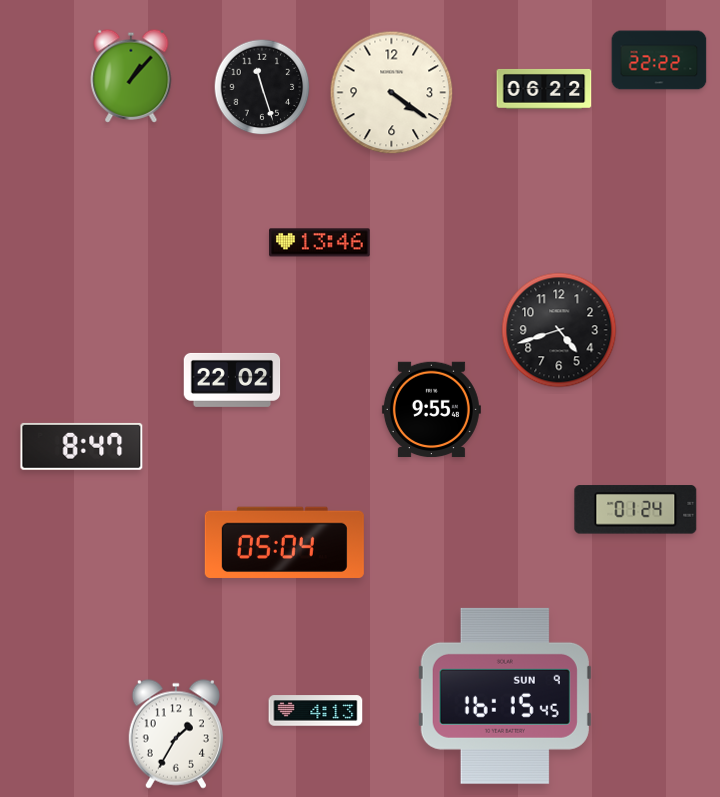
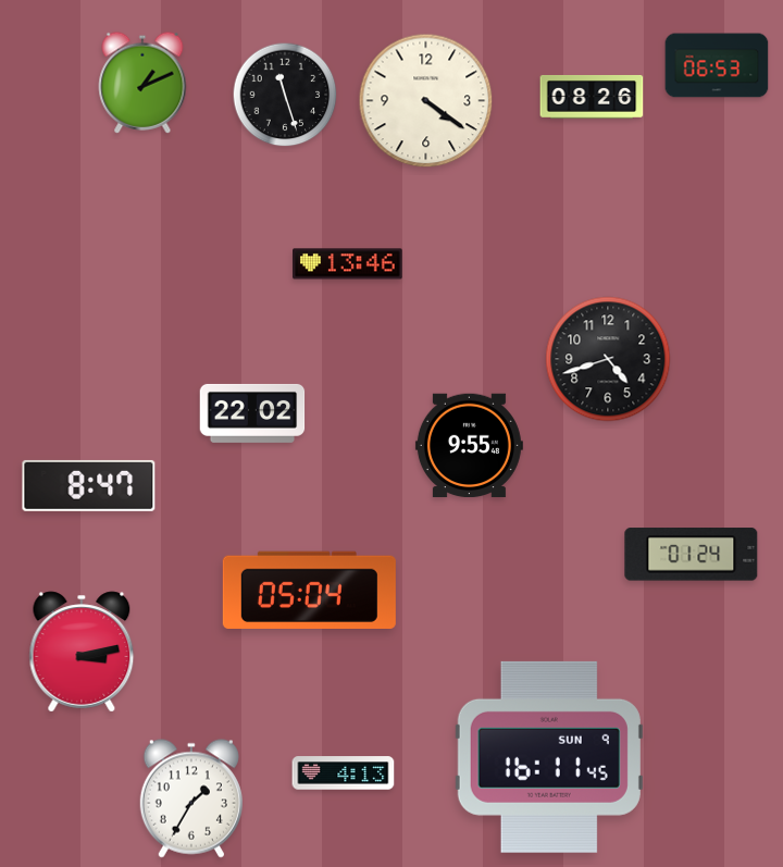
clock at (659, 60): 22:22 -> 06:53
clock at (131, 76): 1:07 -> 1:11
clock at (544, 89): 06:22 -> 08:26
clock at (82, 652): none -> 3:13
clock at (505, 696): 16:15 -> 16:11
